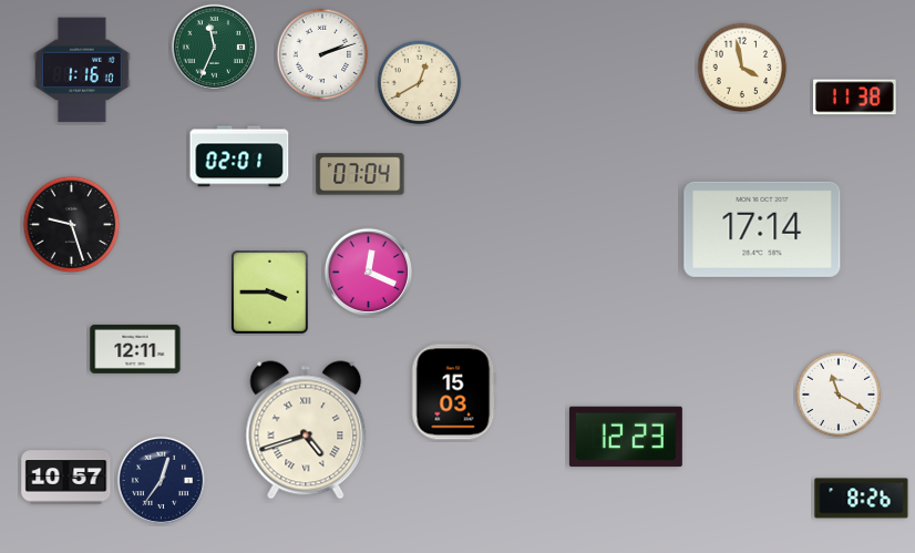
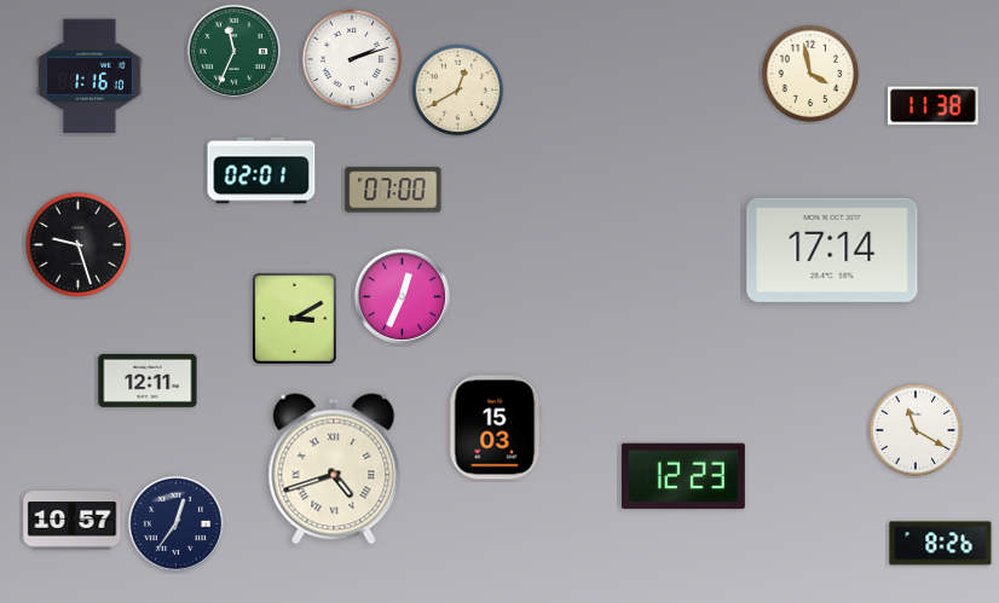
clock at (360, 174): 07:04 -> 07:00
clock at (368, 272): 12:19 -> 12:34
clock at (270, 293): 3:45 -> 3:10
